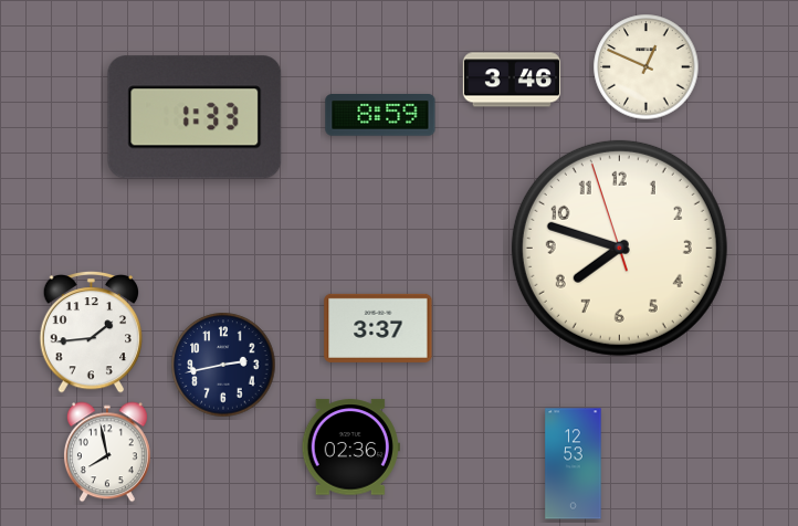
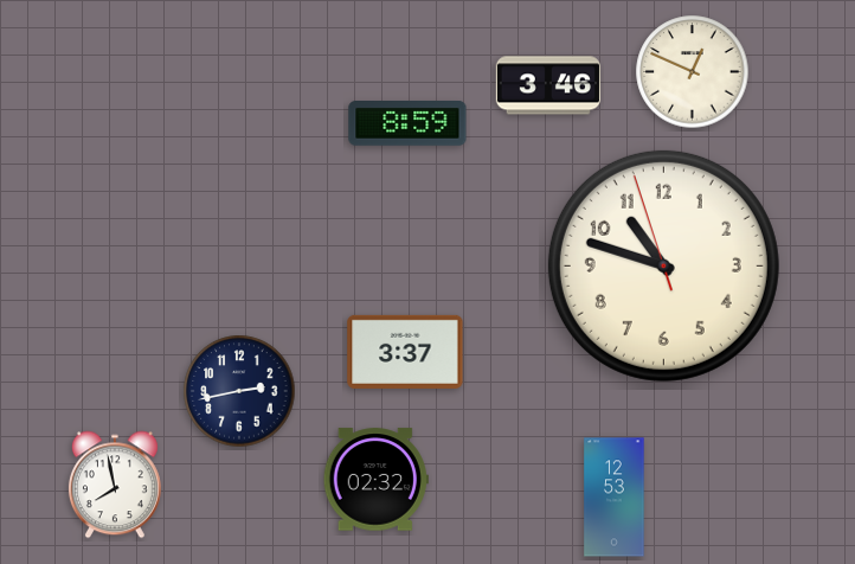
clock at (195, 117): 1:33 -> none
clock at (619, 248): 7:47 -> 10:47
clock at (91, 332): 1:44 -> none
clock at (350, 448): 02:36 -> 02:32
